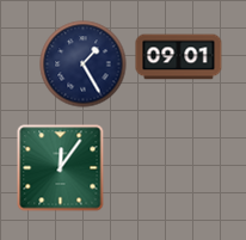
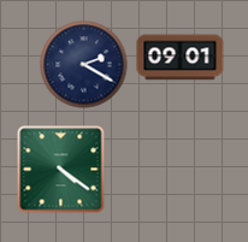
clock at (84, 64): 1:25 -> 2:20
clock at (61, 168): 12:06 -> 4:21
